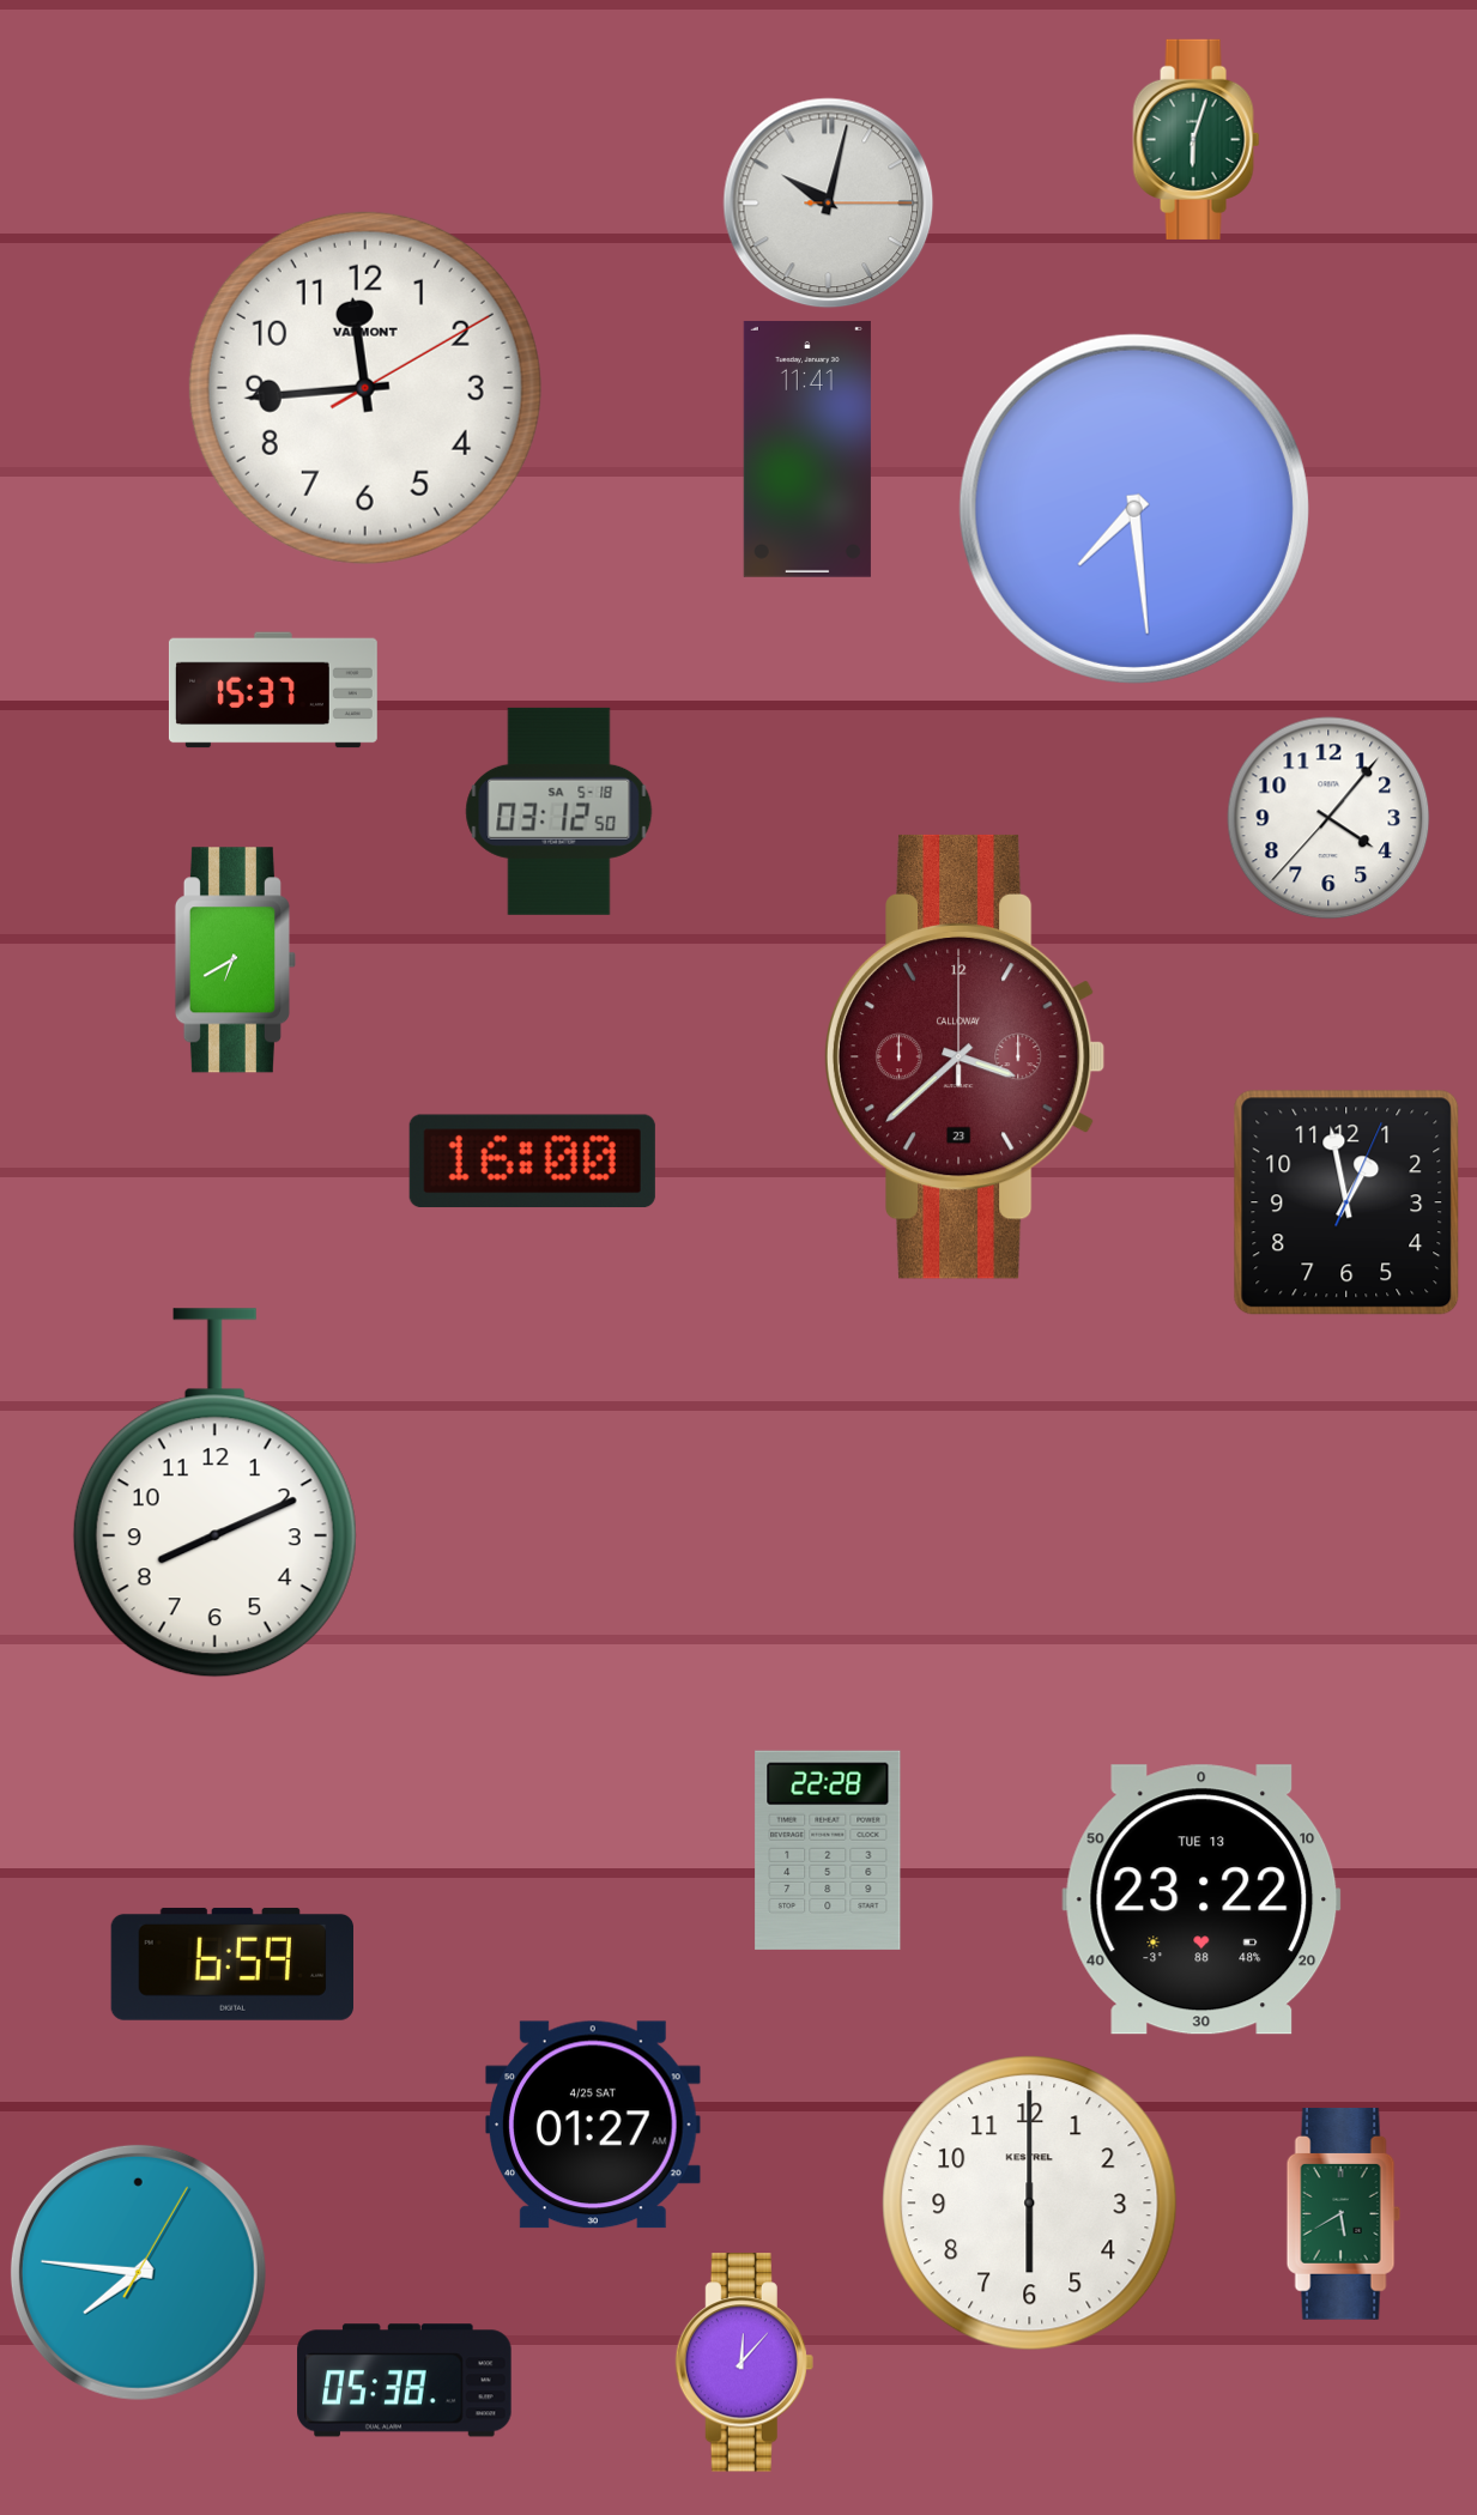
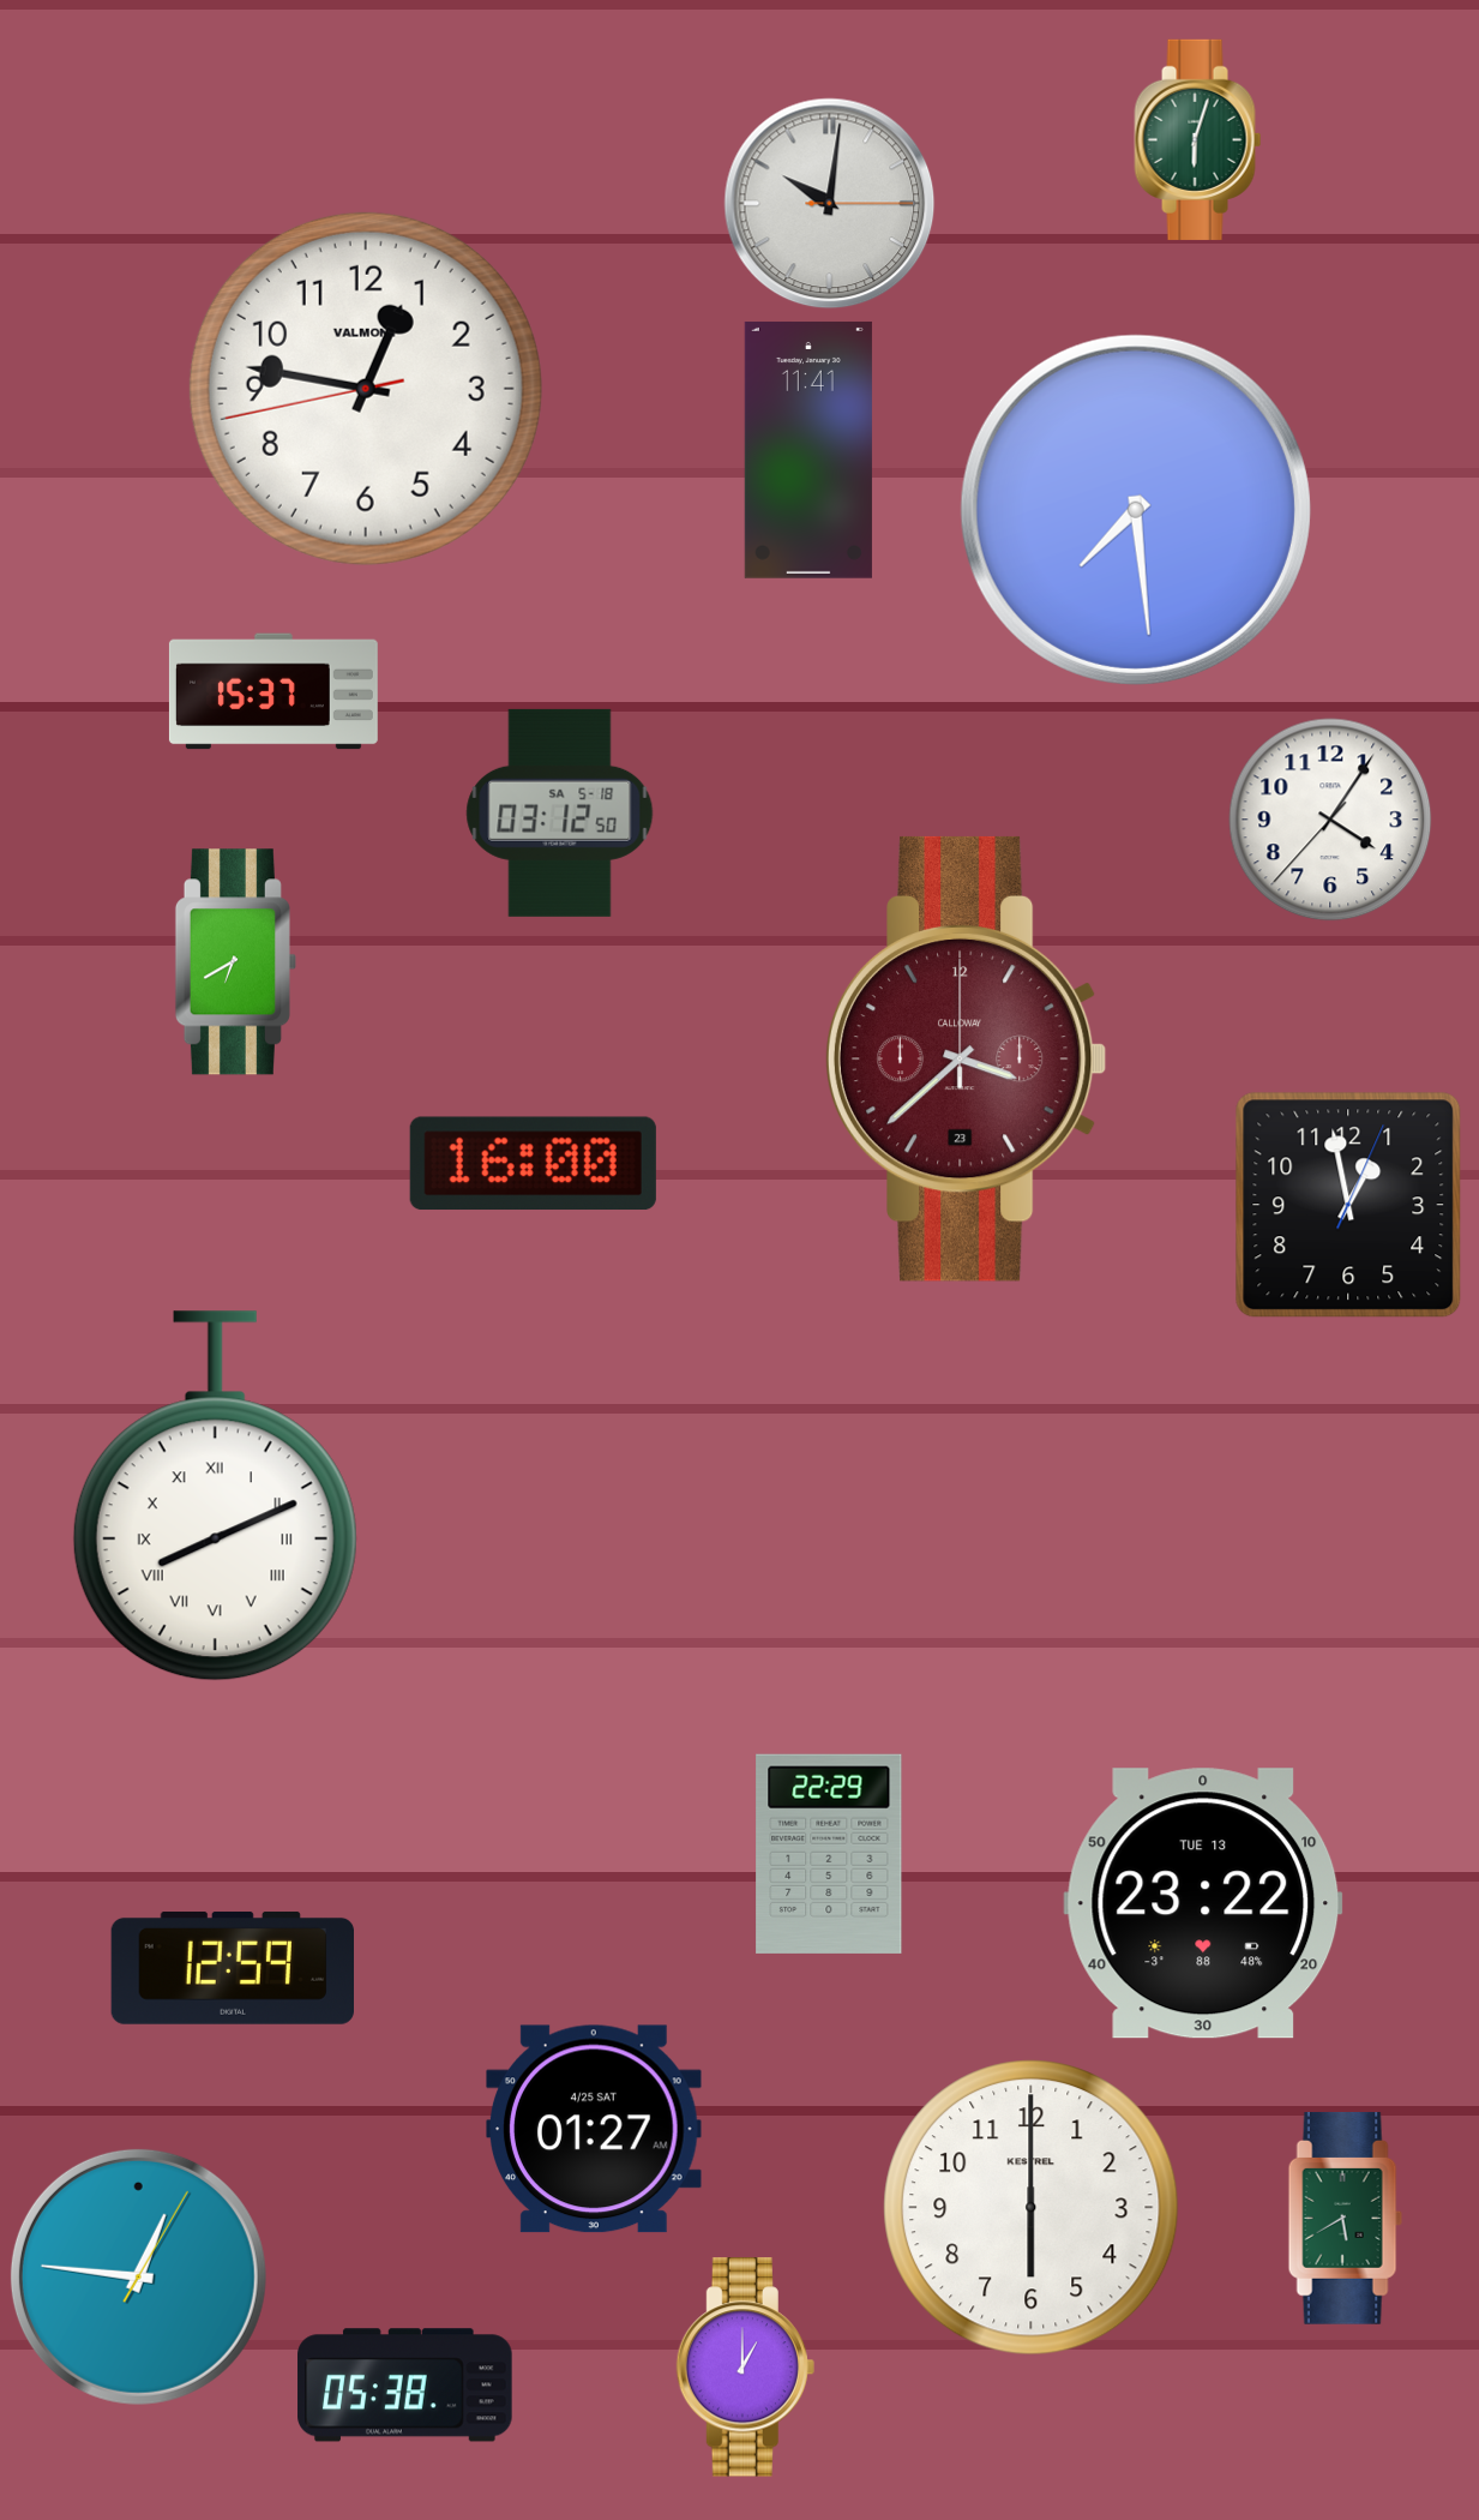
clock at (829, 204): 10:02 -> 10:01
clock at (365, 388): 11:44 -> 12:46
clock at (1328, 818): 4:06 -> 4:05
clock at (214, 1493) numerals: Arabic -> Roman
clock at (828, 1850): 22:28 -> 22:29
clock at (231, 1964): 6:59 -> 12:59
clock at (138, 2272): 7:46 -> 12:46
clock at (744, 2363): 12:07 -> 1:00
